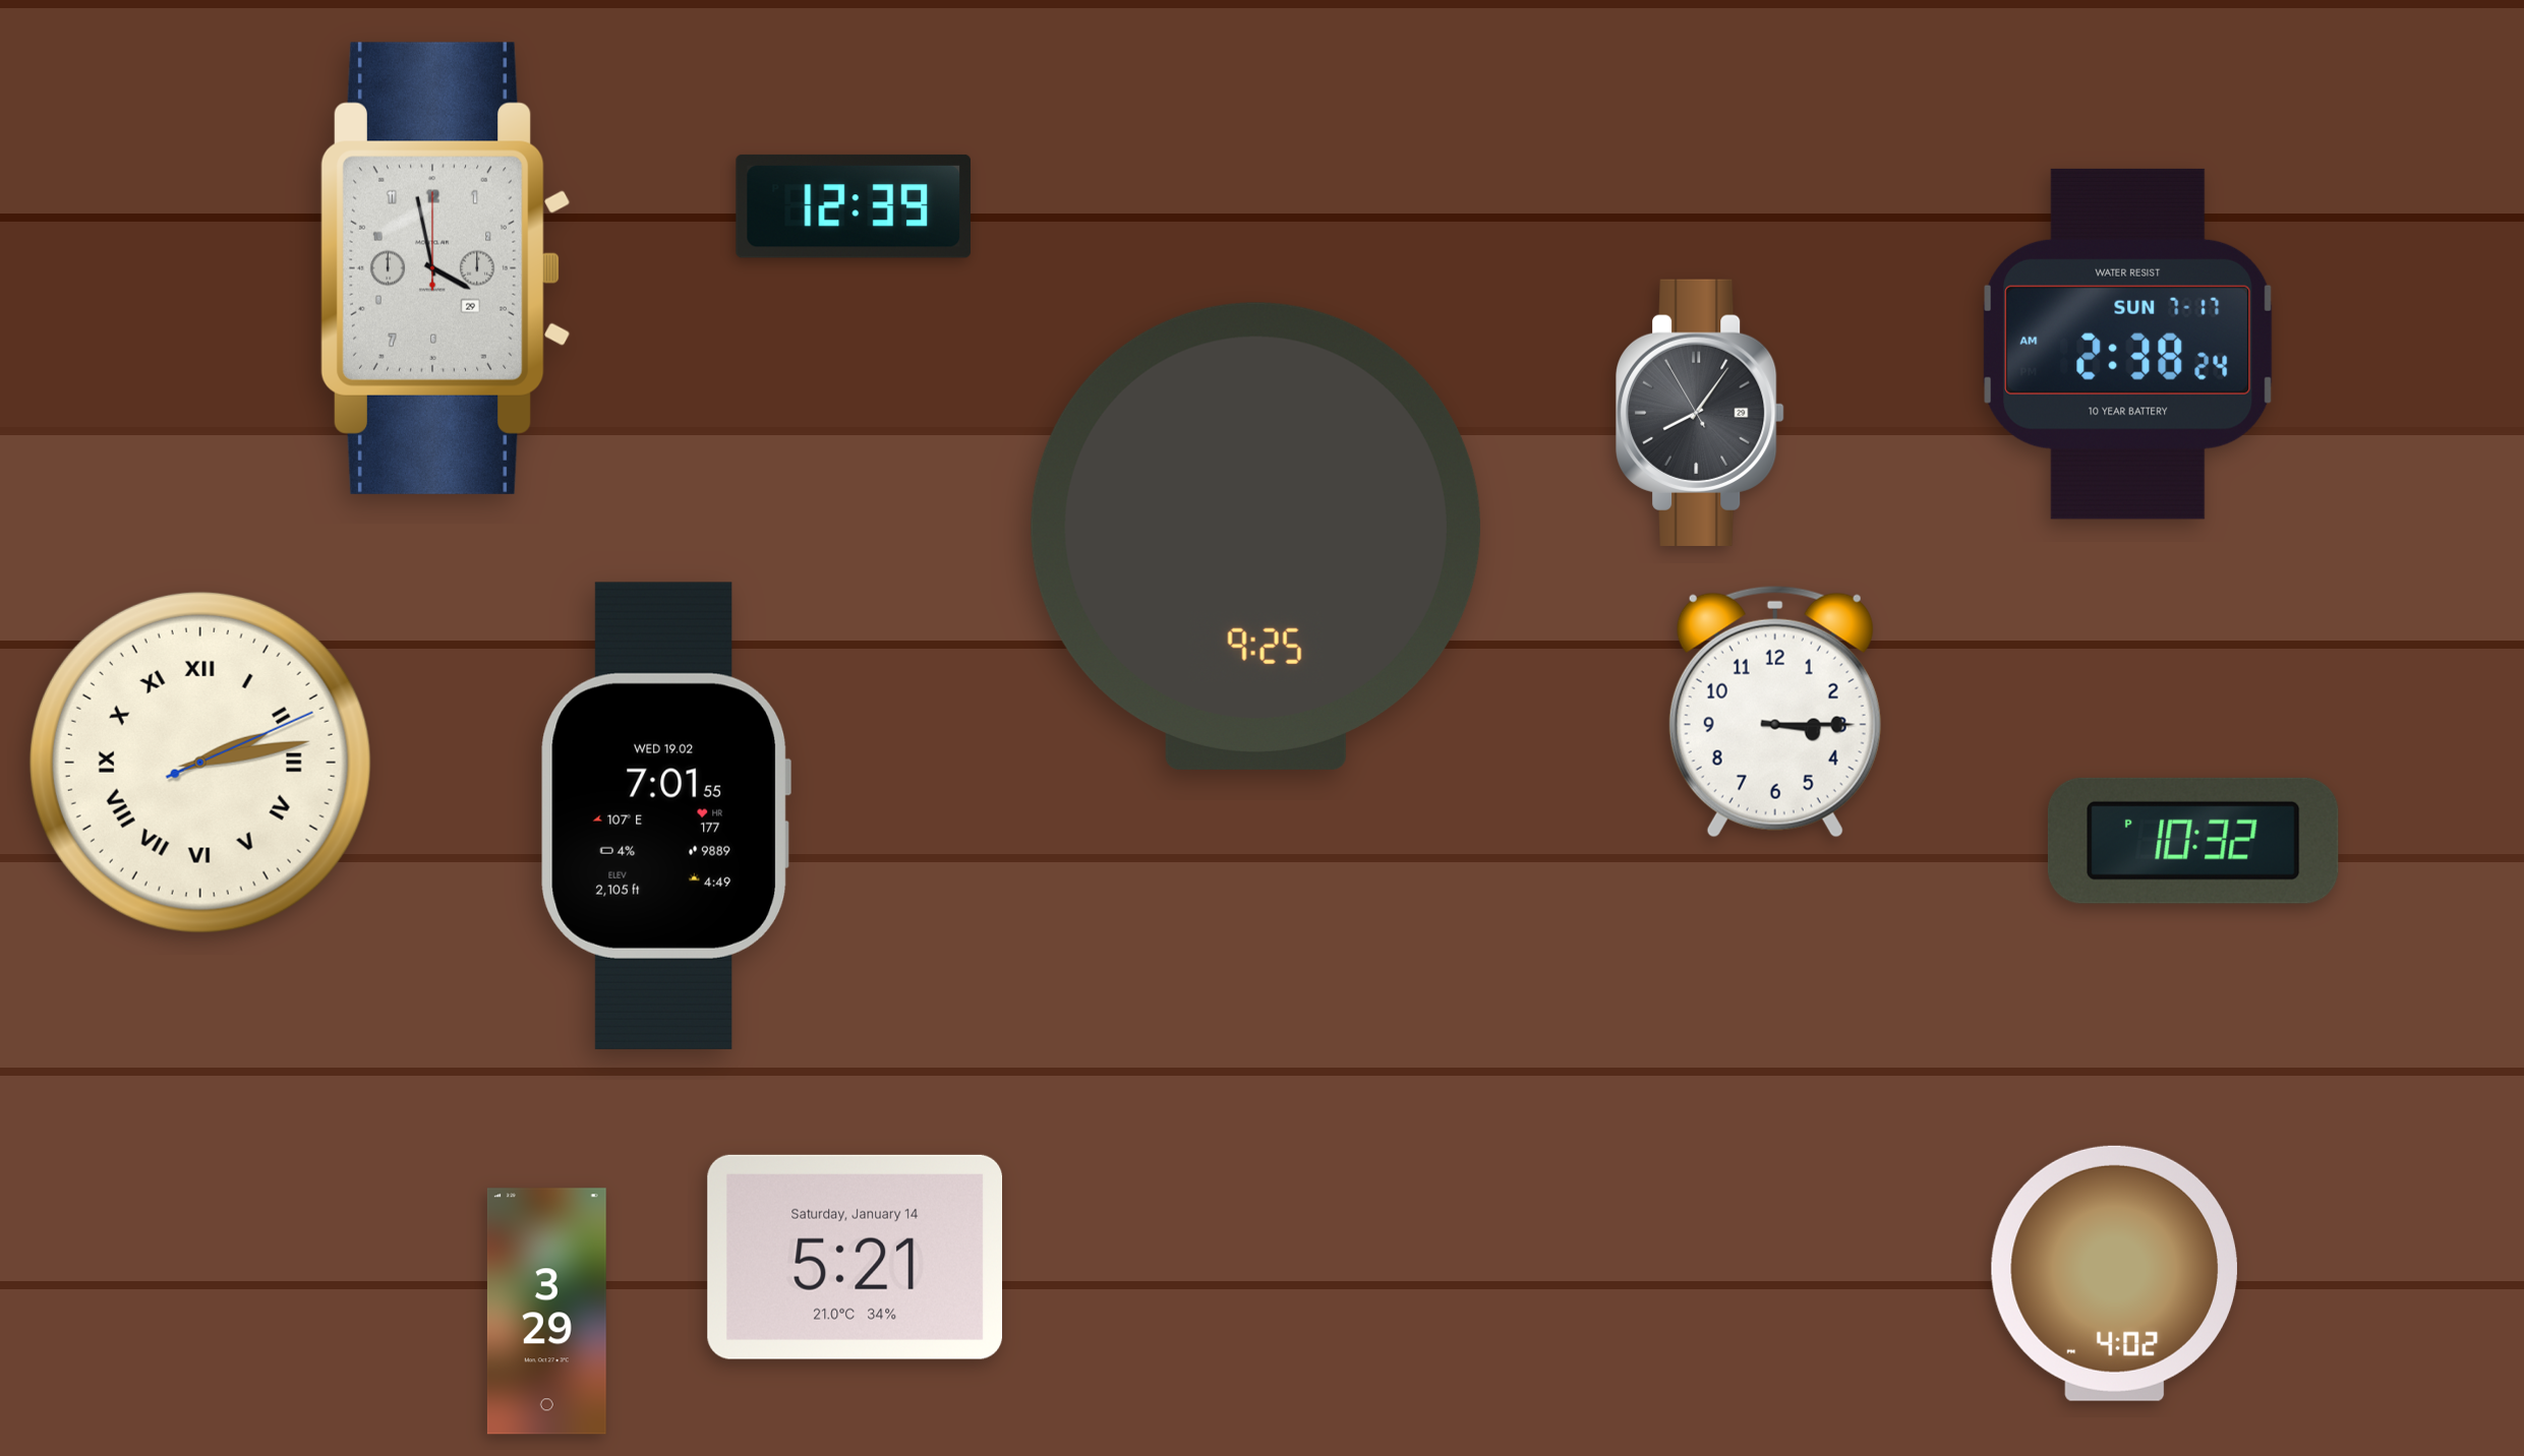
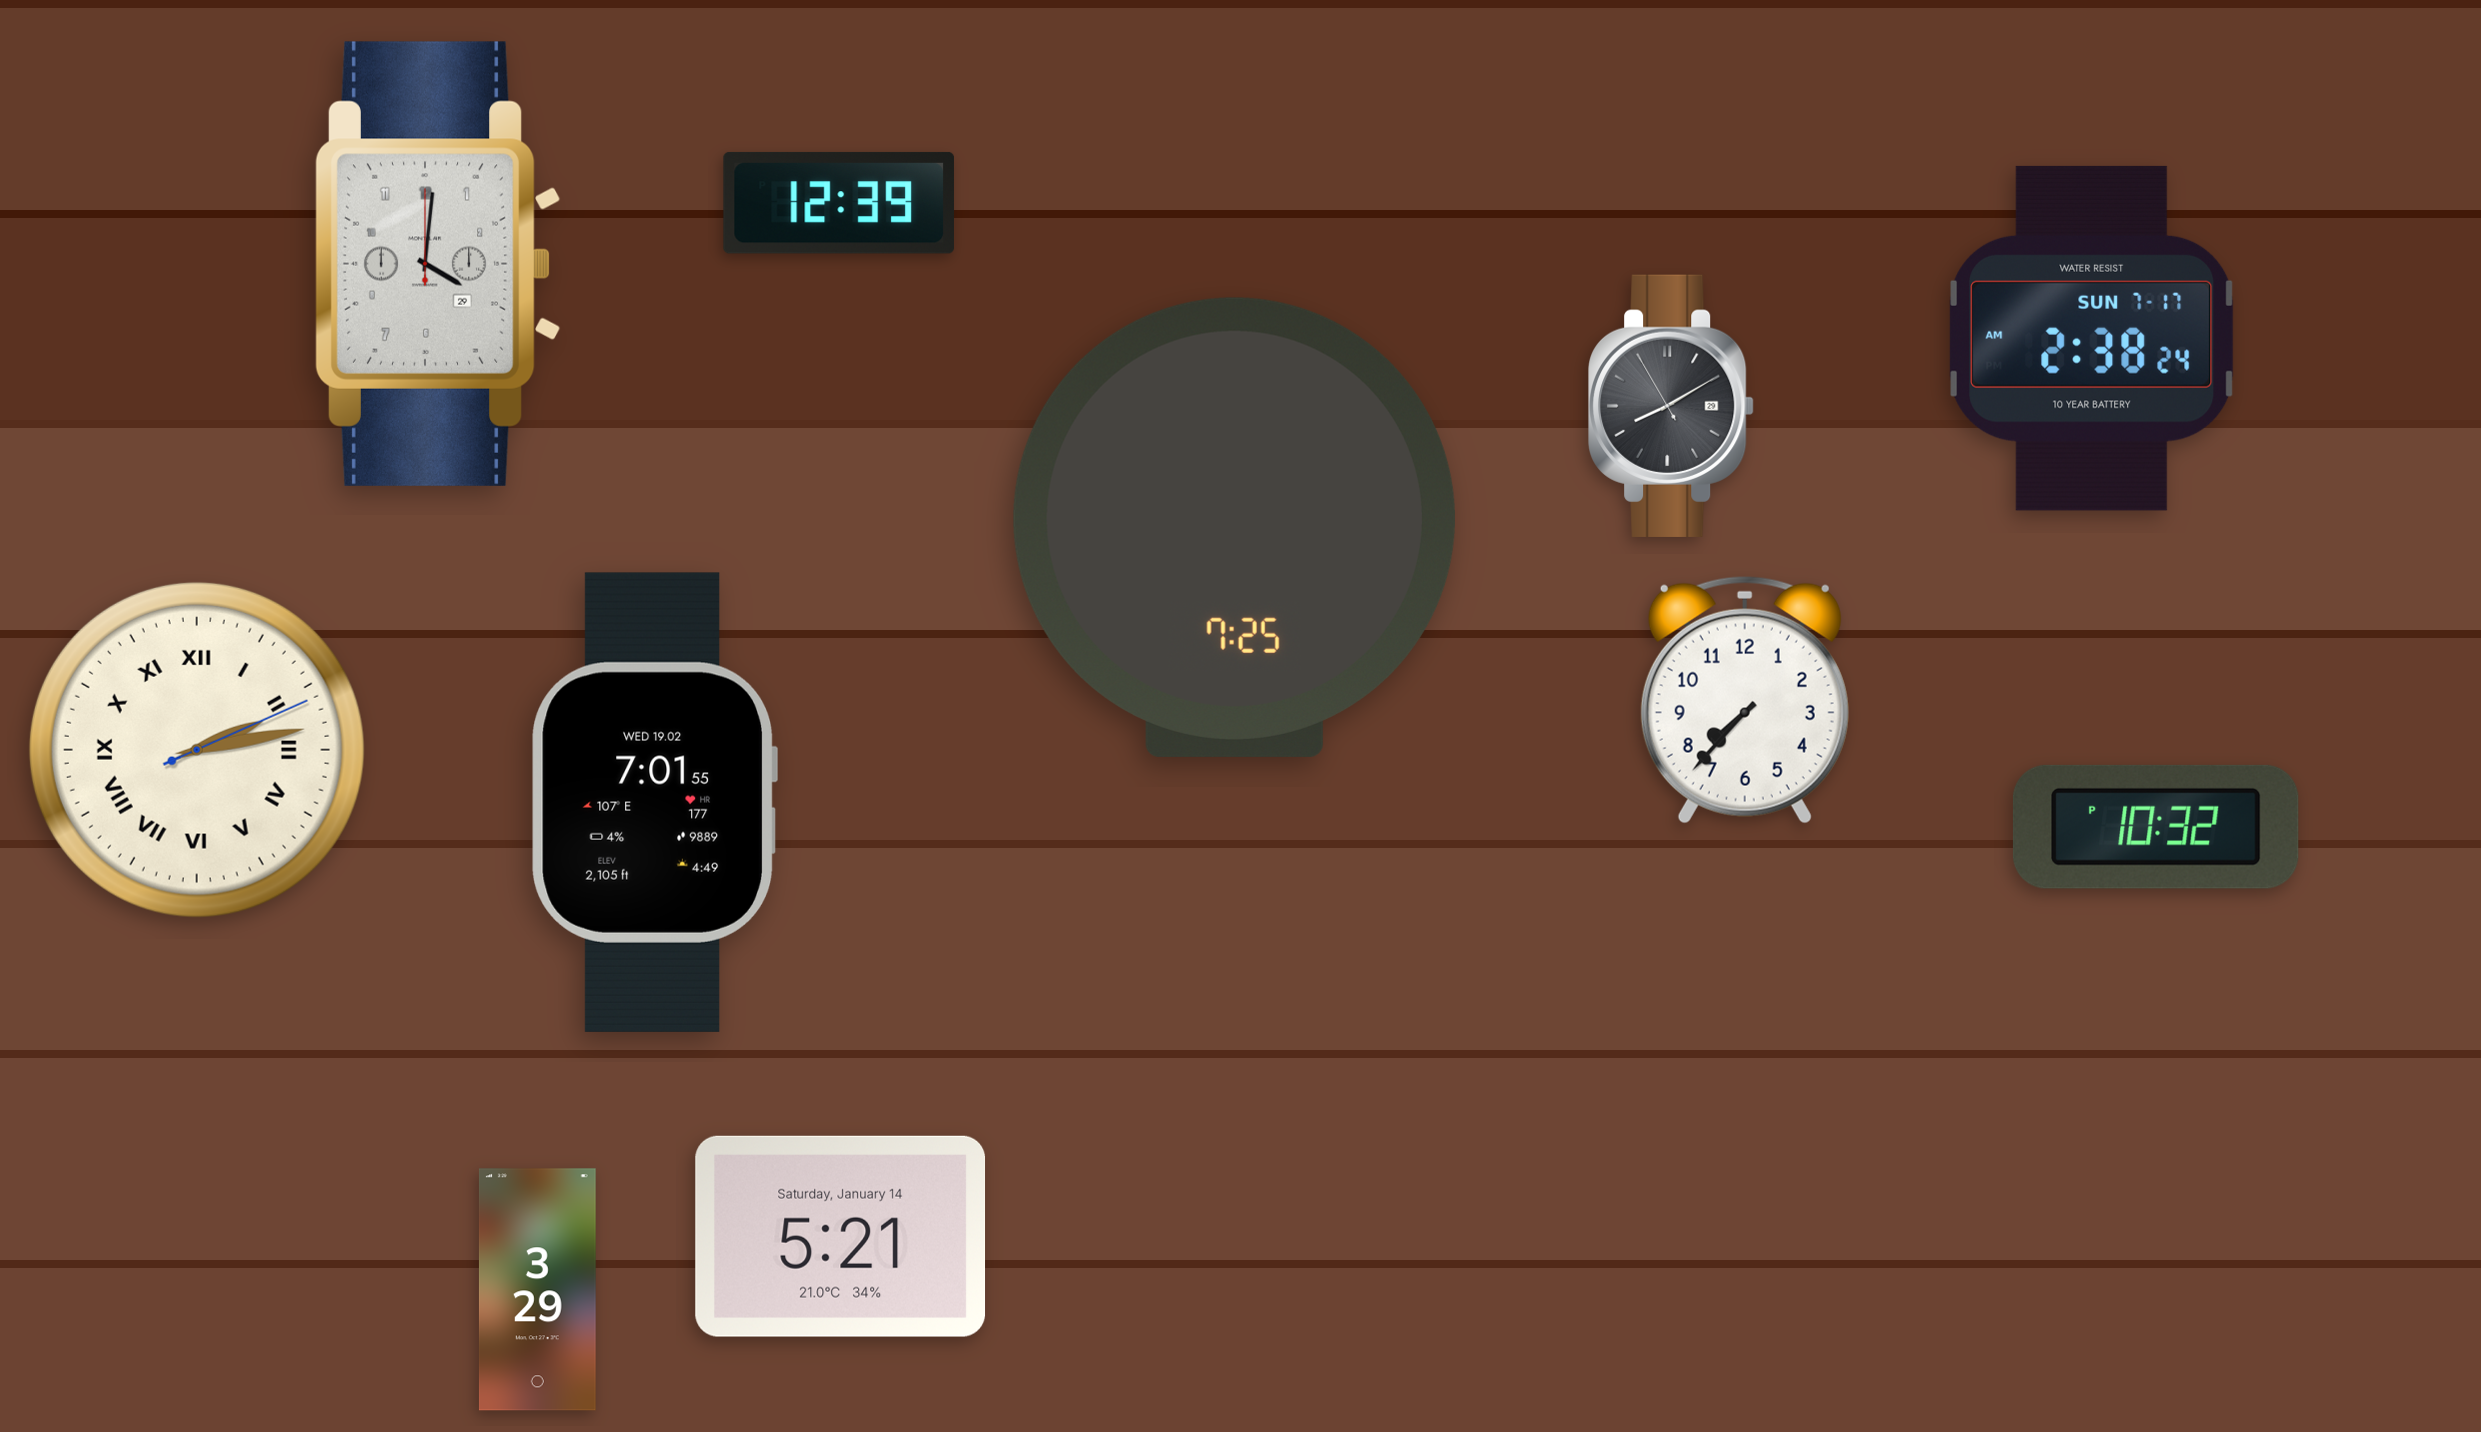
clock at (446, 268): 3:58 -> 4:01
clock at (1700, 413): 8:05 -> 8:09
clock at (1255, 536): 9:25 -> 7:25
clock at (1775, 712): 3:15 -> 7:37
clock at (2114, 1273): 4:02 -> none
